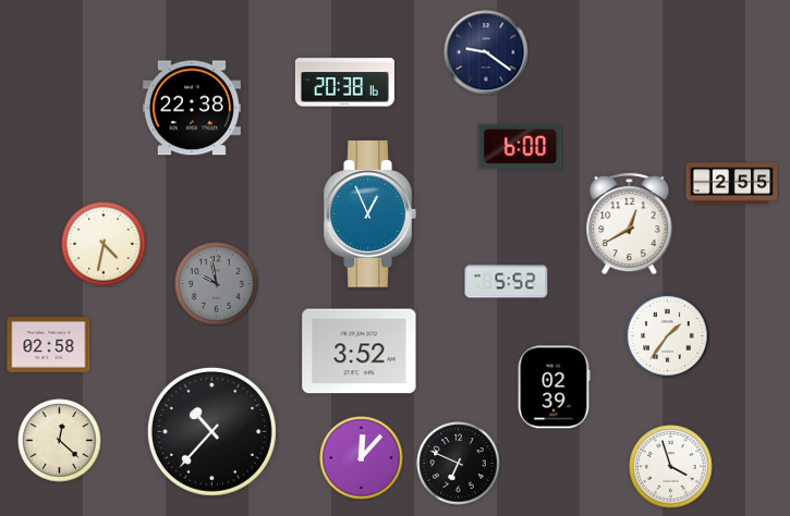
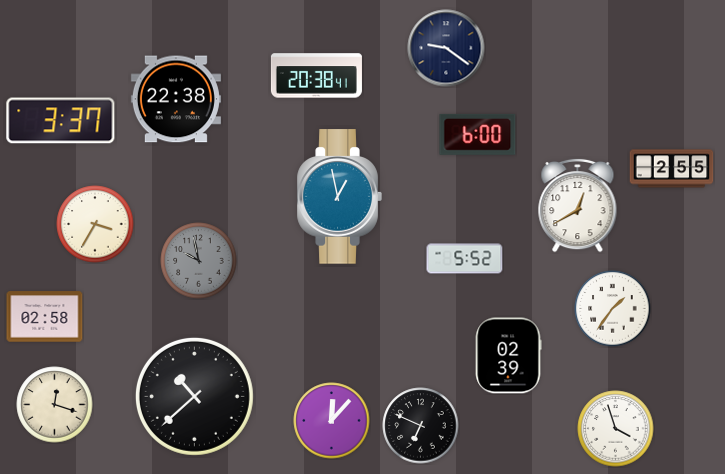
clock at (344, 83): 20:38:16 -> 20:38:41
clock at (61, 121): none -> 3:37
clock at (369, 214): 12:56 -> 12:58
clock at (104, 244): 4:32 -> 3:35
clock at (360, 352): 3:52 -> none
clock at (211, 431): 10:37 -> 10:38
clock at (60, 441): 12:22 -> 12:18
